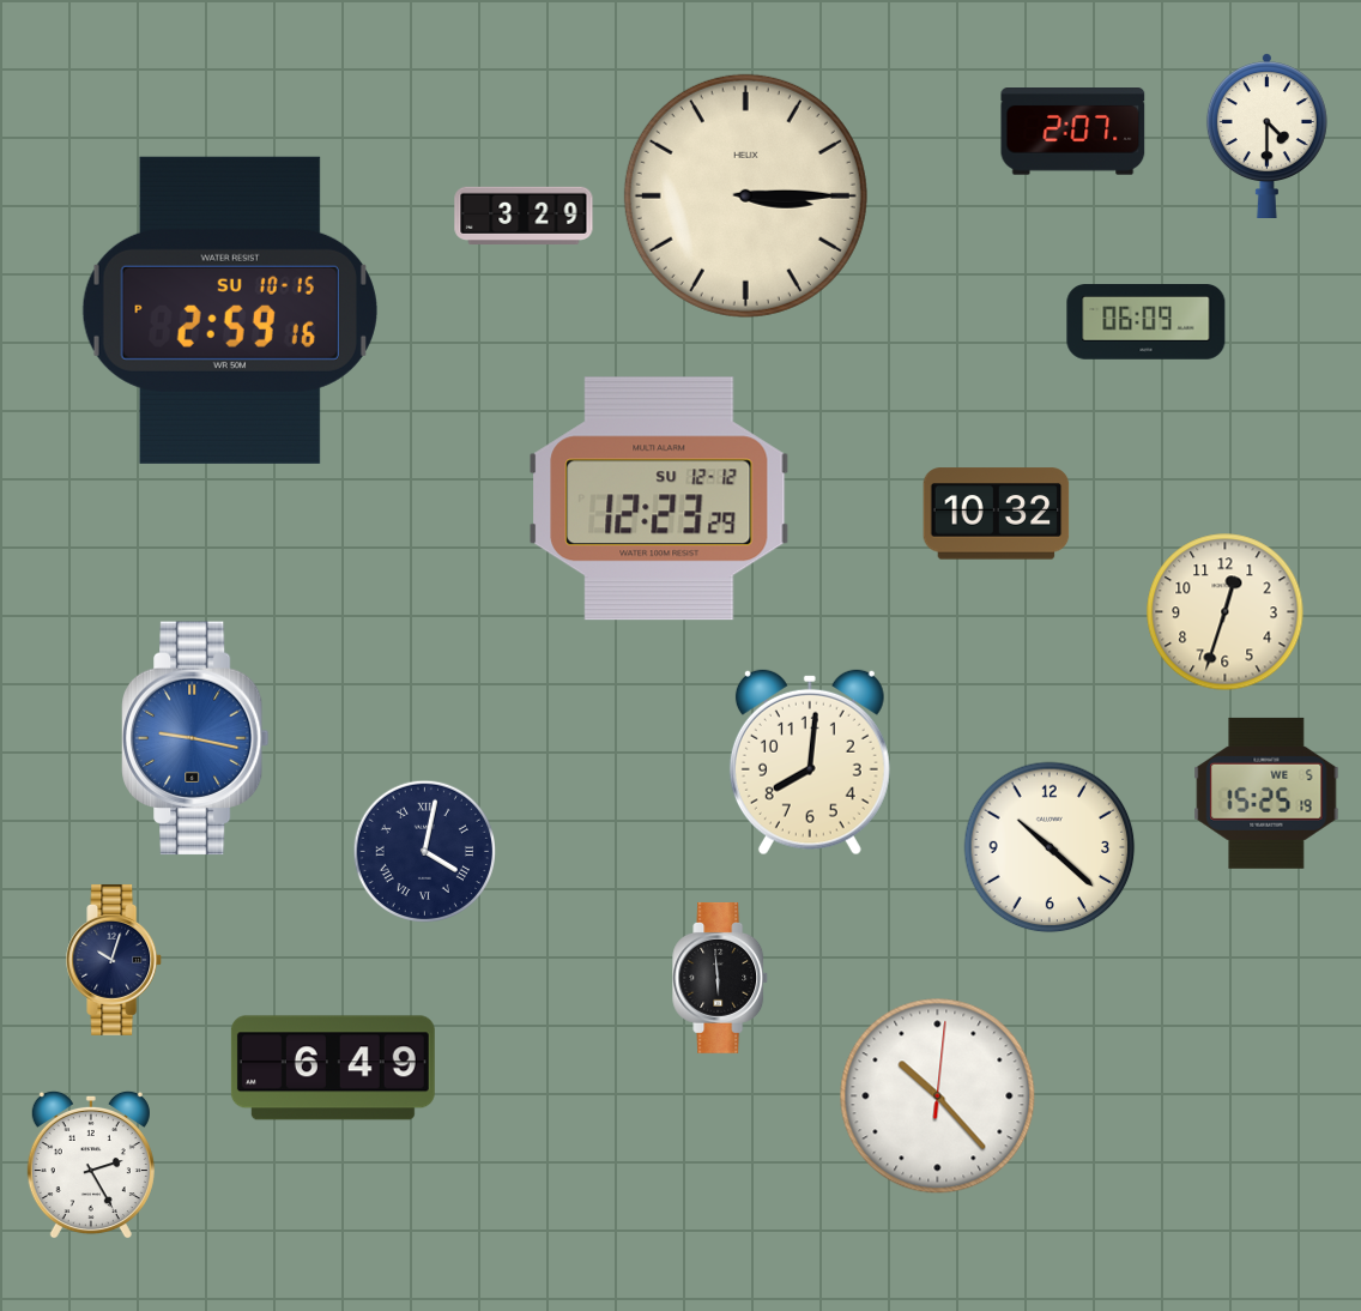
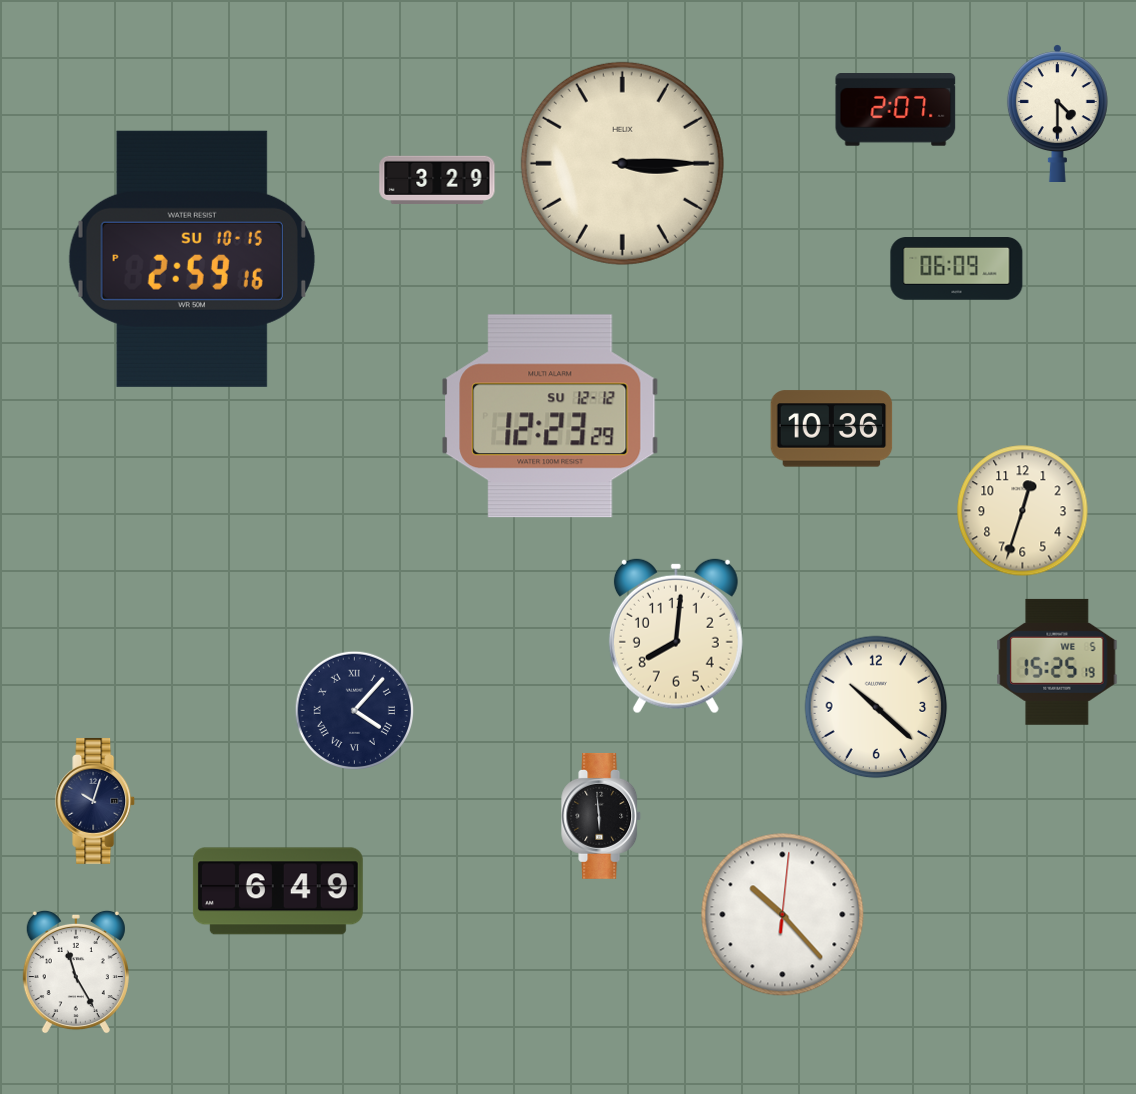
clock at (997, 514): 10:32 -> 10:36
clock at (196, 738): 9:17 -> none
clock at (424, 851): 4:02 -> 4:07
clock at (91, 1165): 2:25 -> 11:25
